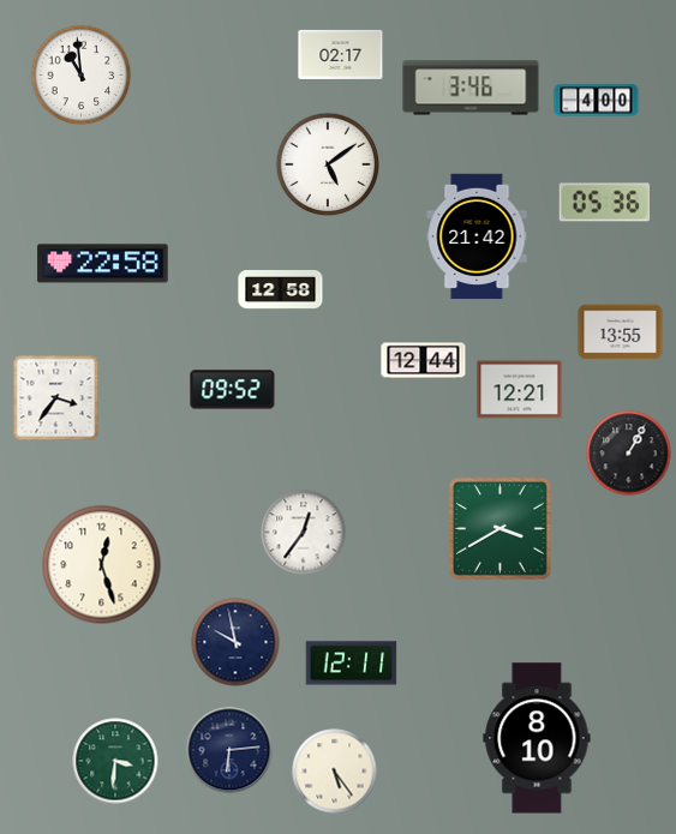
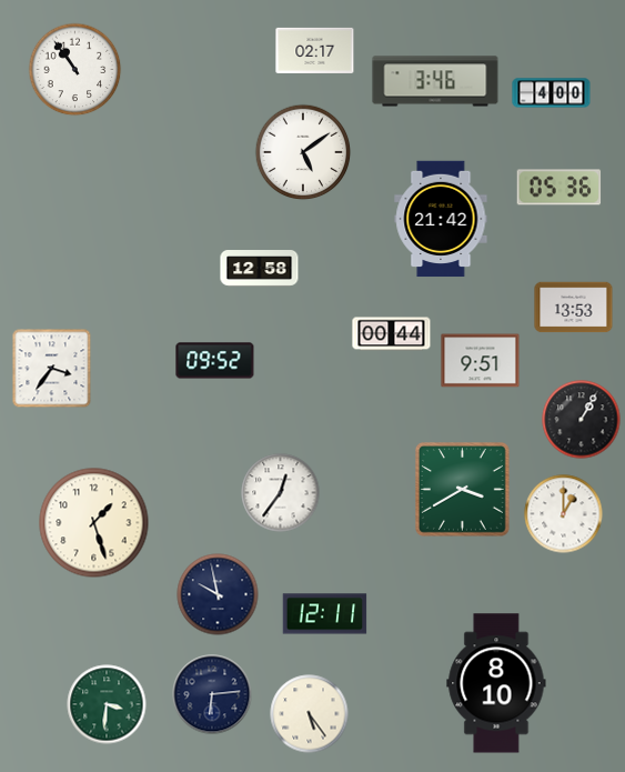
clock at (82, 76): 10:59 -> 10:54
clock at (103, 264): 22:58 -> none
clock at (621, 332): 13:55 -> 13:53
clock at (424, 361): 12:44 -> 00:44
clock at (520, 390): 12:21 -> 9:51
clock at (564, 514): none -> 1:00
clock at (102, 565): 12:27 -> 1:27
